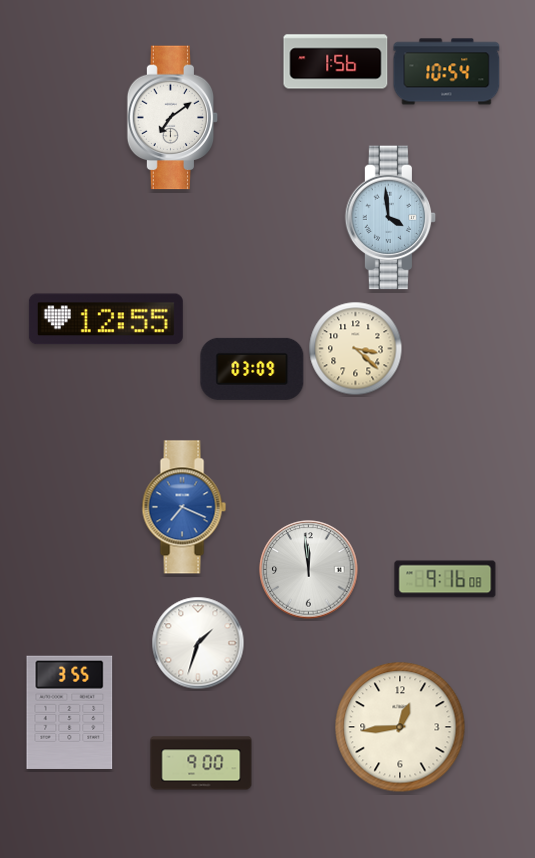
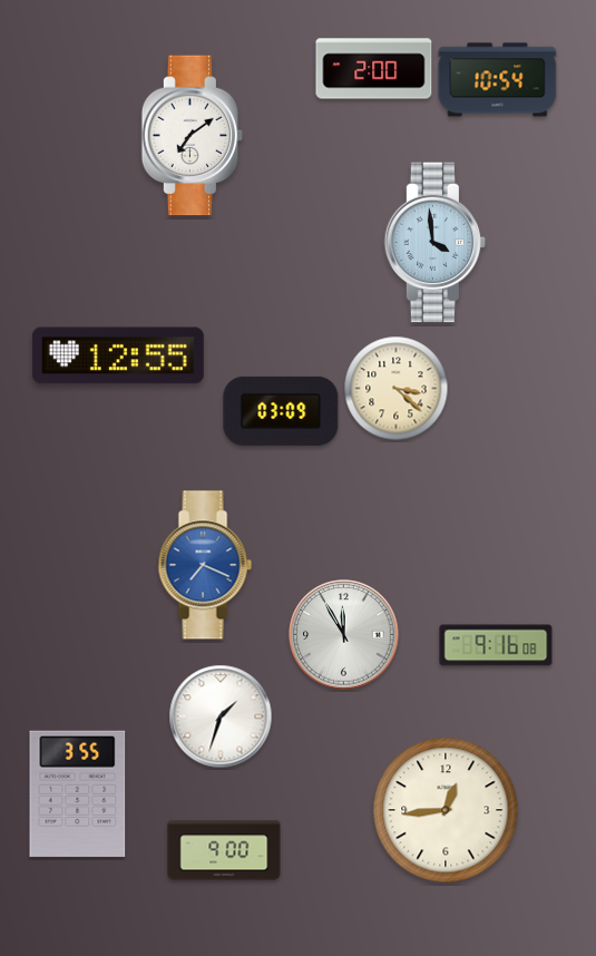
clock at (336, 62): 1:56 -> 2:00
clock at (173, 118) position: (173, 118) -> (193, 136)
clock at (309, 570): 11:59 -> 11:55
